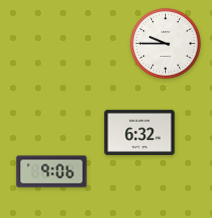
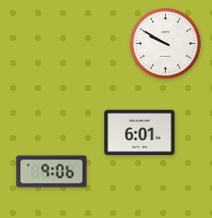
clock at (166, 44): 9:45 -> 9:50
clock at (140, 133): 6:32 -> 6:01
